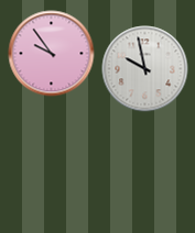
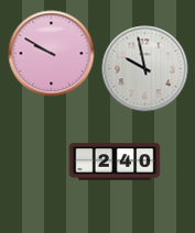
clock at (51, 53): 9:54 -> 9:50
clock at (115, 162): none -> 2:40
